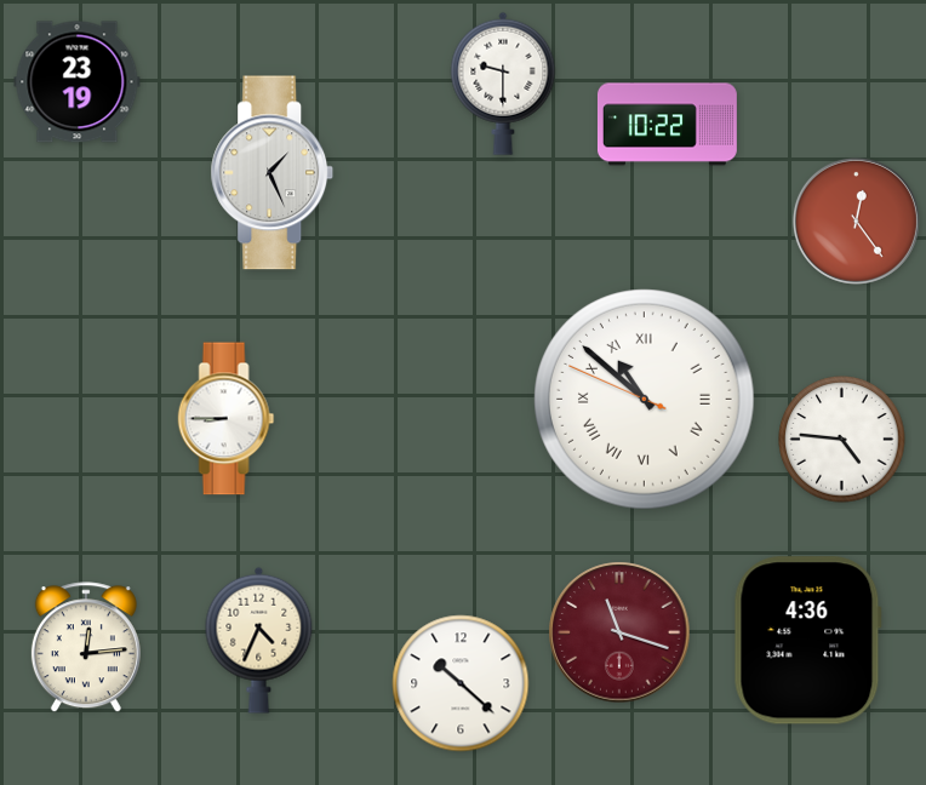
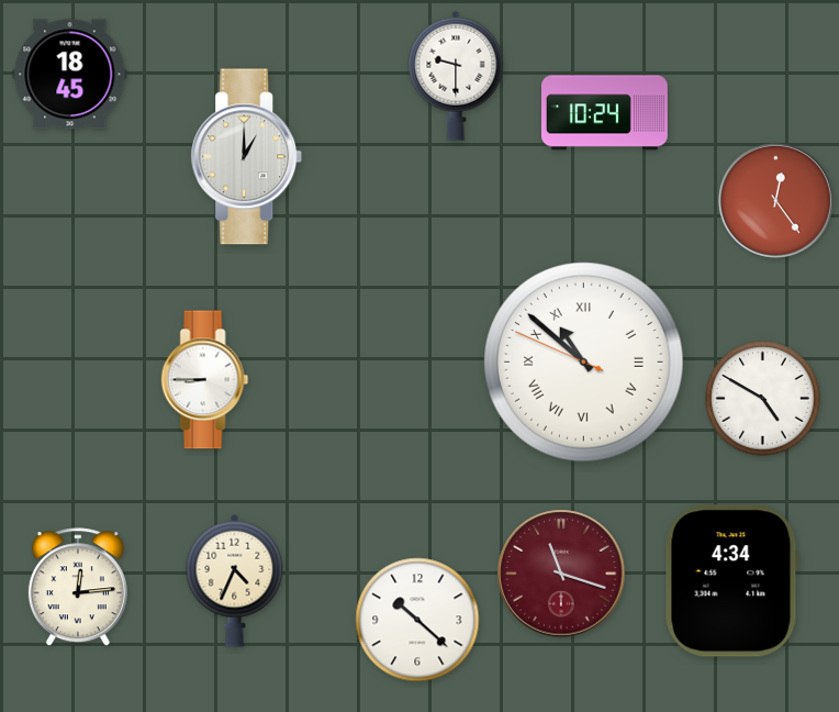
clock at (78, 82): 23:19 -> 18:45
clock at (667, 125): 10:22 -> 10:24
clock at (273, 173): 1:26 -> 1:00
clock at (842, 440): 4:46 -> 4:50
clock at (807, 641): 4:36 -> 4:34
